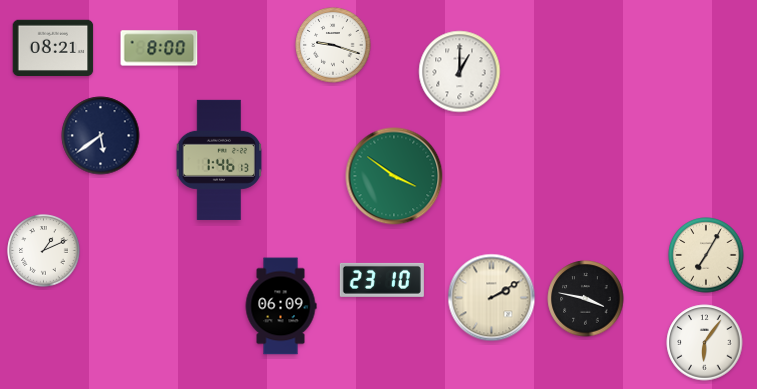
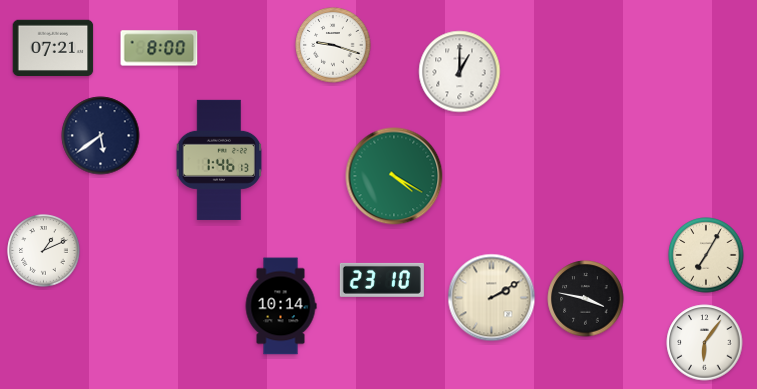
clock at (53, 48): 08:21 -> 07:21
clock at (394, 176): 3:51 -> 4:20
clock at (281, 306): 06:09 -> 10:14
